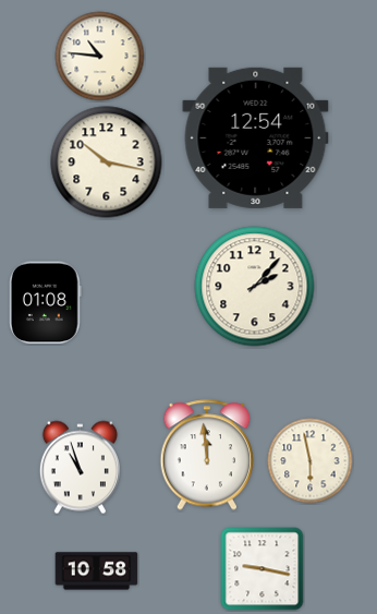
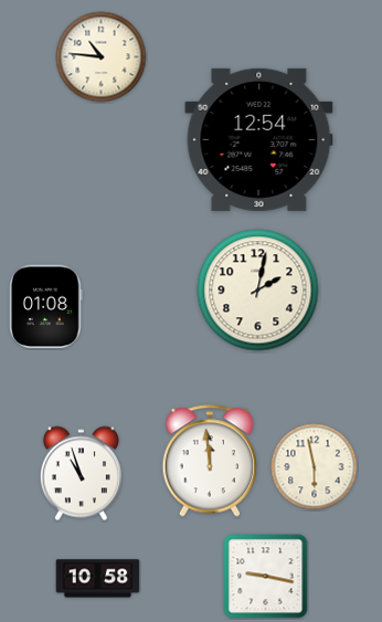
clock at (107, 162): 10:17 -> none
clock at (255, 287): 2:07 -> 2:02
